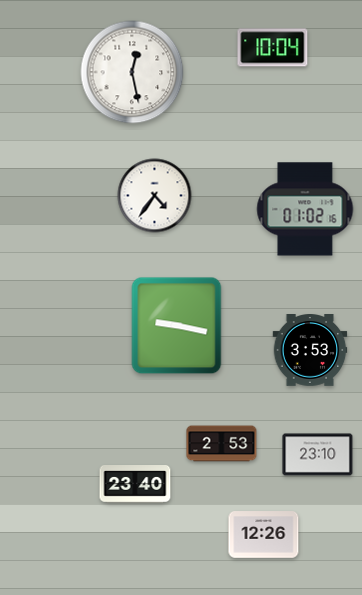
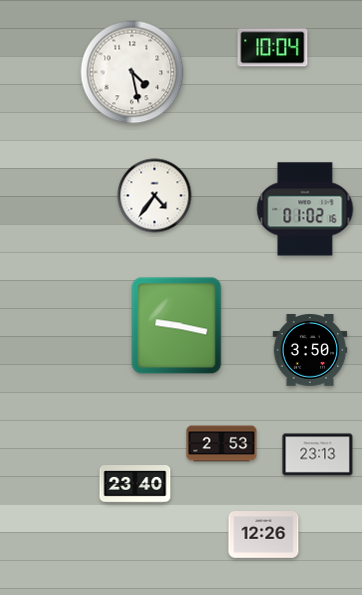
clock at (132, 72): 12:28 -> 4:28
clock at (310, 351): 3:53 -> 3:50
clock at (318, 455): 23:10 -> 23:13
